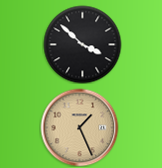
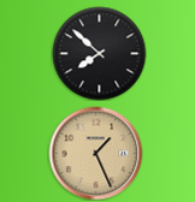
clock at (82, 44): 3:52 -> 7:52
